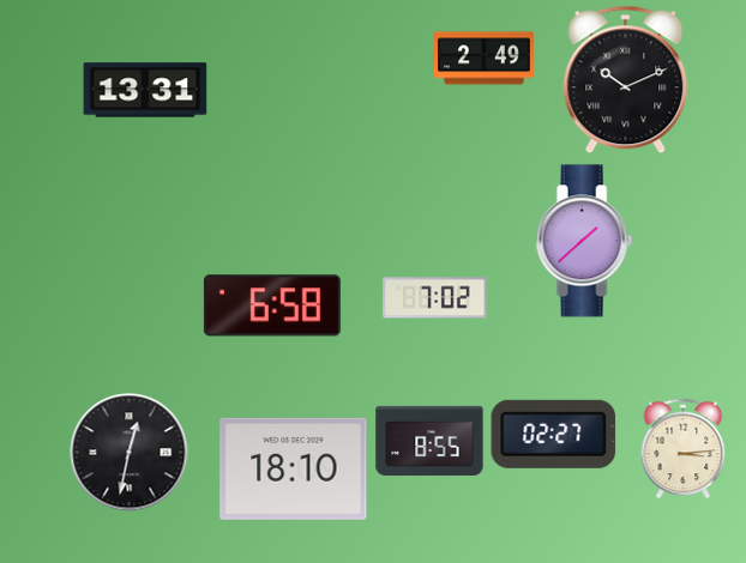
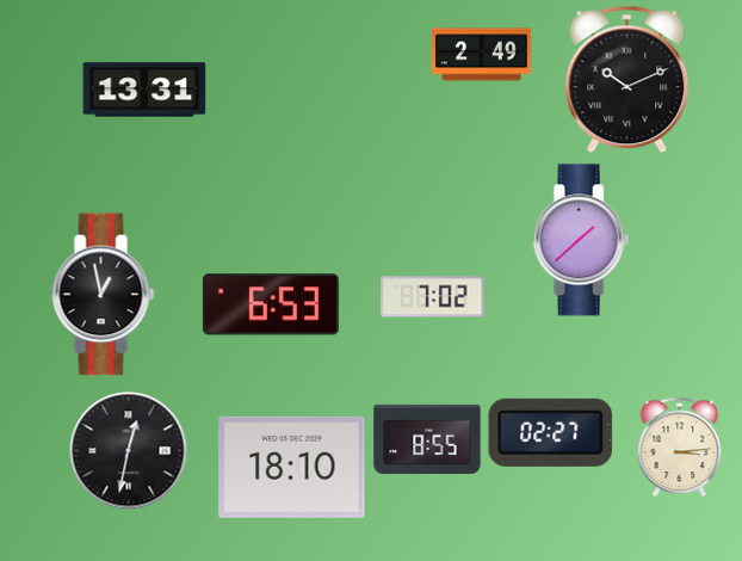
clock at (485, 59) position: (485, 59) -> (482, 55)
clock at (626, 80) position: (626, 80) -> (627, 80)
clock at (104, 295): none -> 12:58
clock at (272, 305): 6:58 -> 6:53
